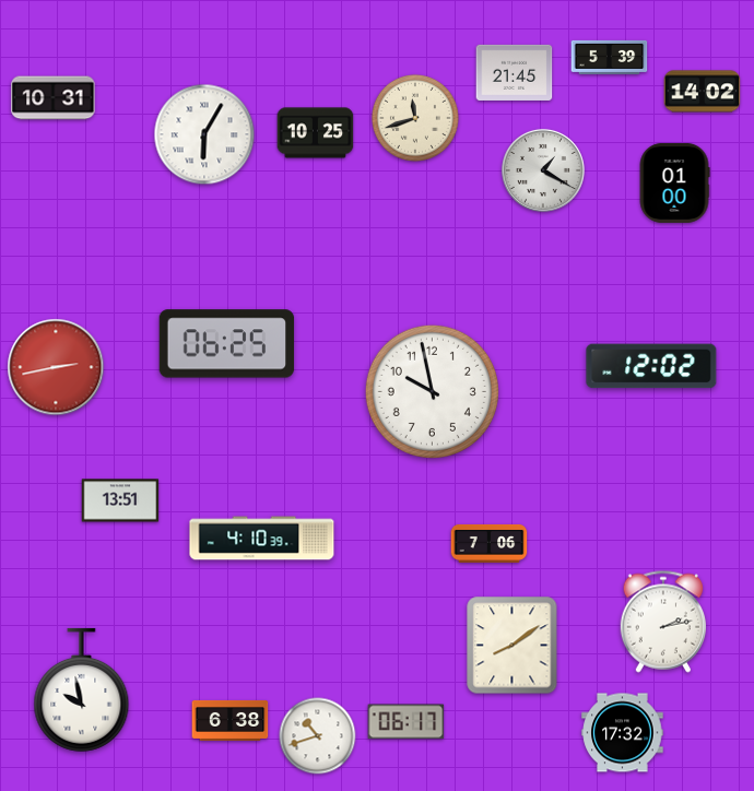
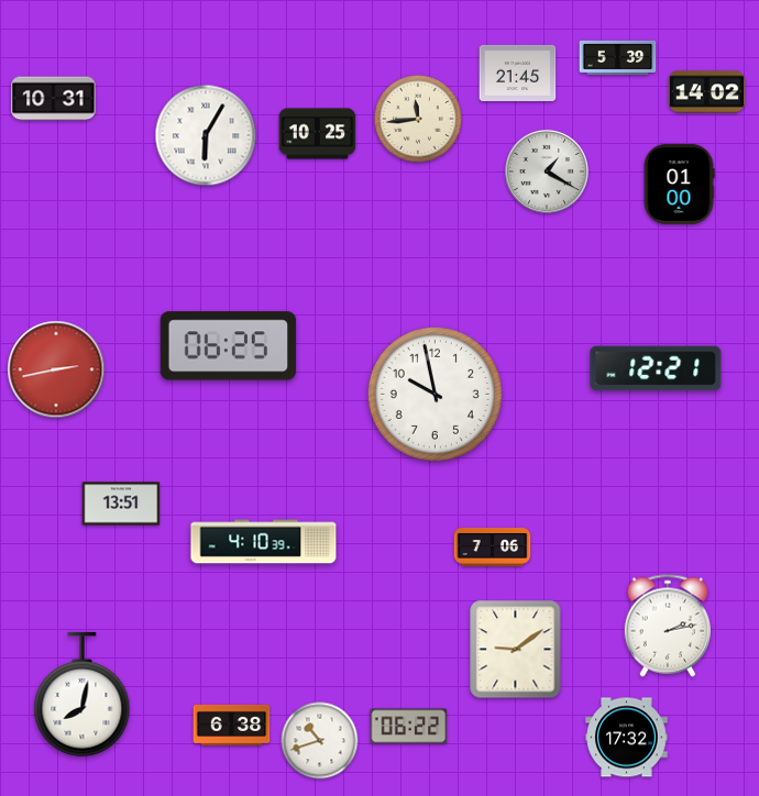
clock at (610, 57) position: (610, 57) -> (618, 57)
clock at (415, 118): 11:42 -> 11:44
clock at (651, 366): 12:02 -> 12:21
clock at (513, 646): 8:09 -> 9:09
clock at (82, 689): 9:58 -> 8:02
clock at (407, 722): 06:17 -> 06:22
